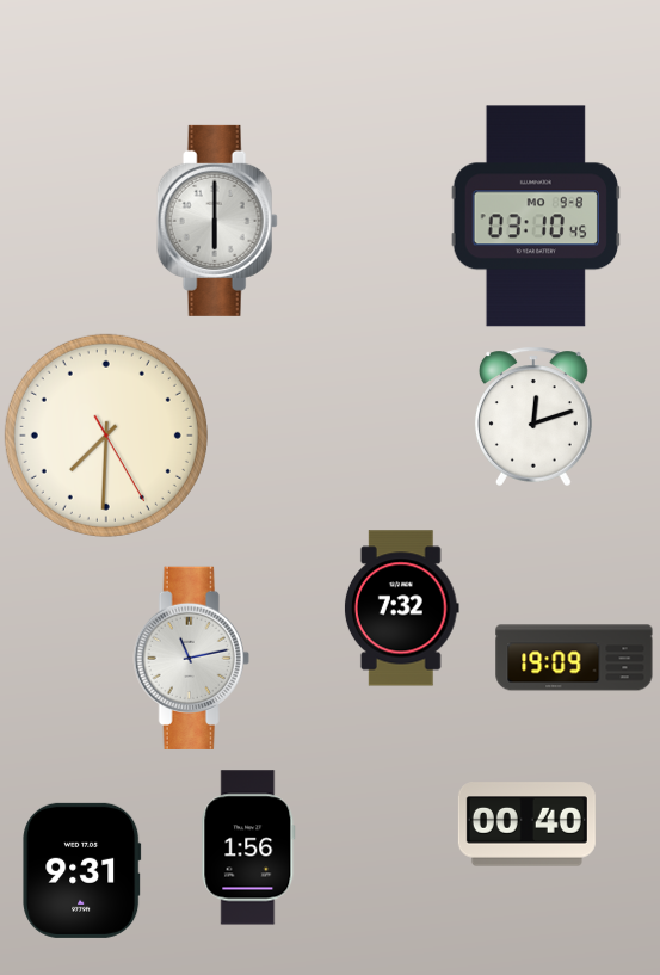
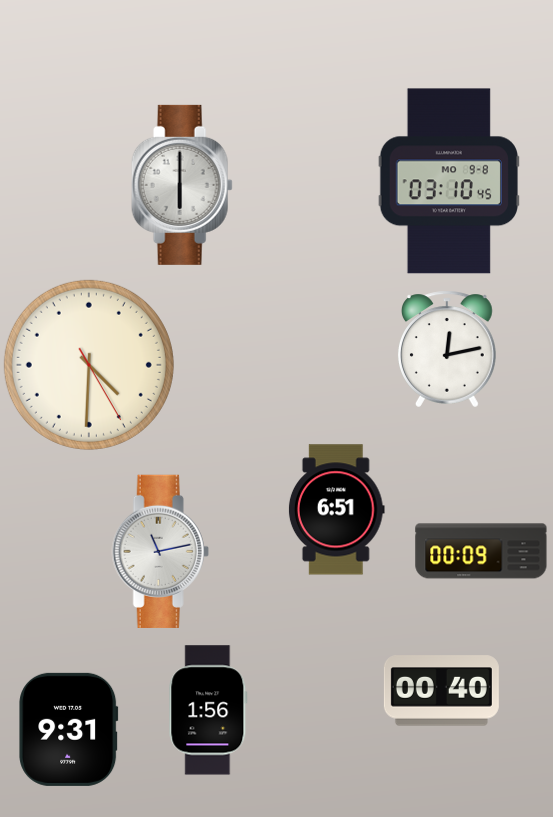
clock at (533, 416): 12:12 -> 12:13
clock at (106, 436): 7:30 -> 4:30
clock at (401, 609): 7:32 -> 6:51
clock at (574, 658): 19:09 -> 00:09
